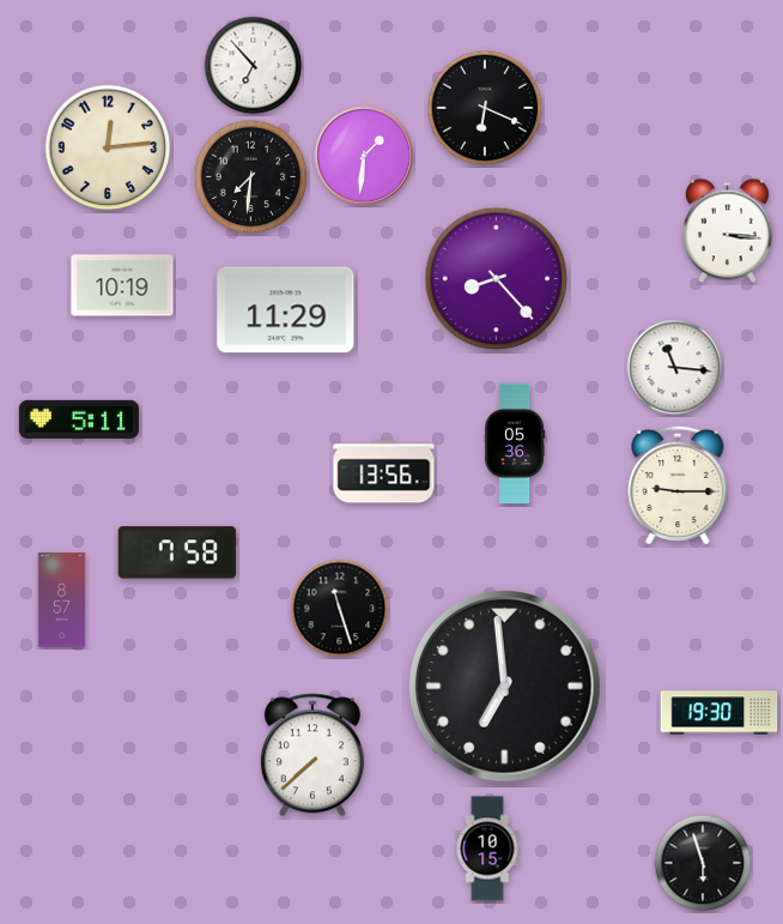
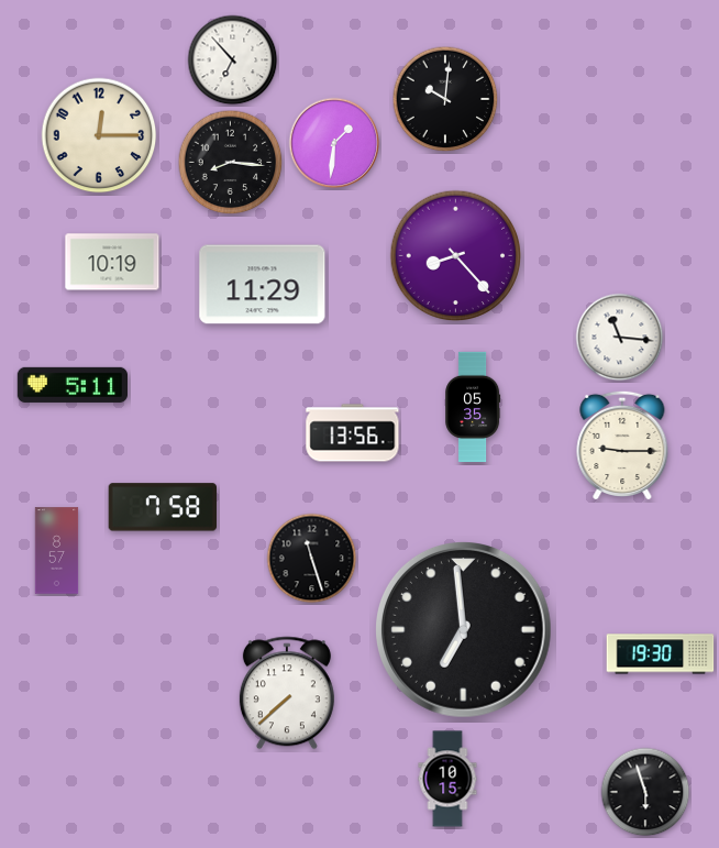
clock at (485, 108): 6:19 -> 10:01
clock at (108, 147): 12:14 -> 12:15
clock at (251, 177): 7:31 -> 8:16
clock at (727, 231): 3:16 -> none
clock at (515, 443): 05:36 -> 05:35
